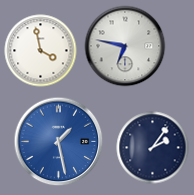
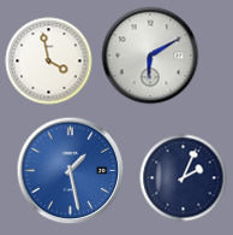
clock at (125, 46): 6:47 -> 6:10
clock at (153, 148): 2:06 -> 2:04
